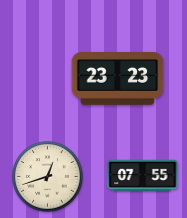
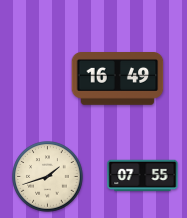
clock at (118, 79): 23:23 -> 16:49
clock at (48, 177): 12:42 -> 1:42
